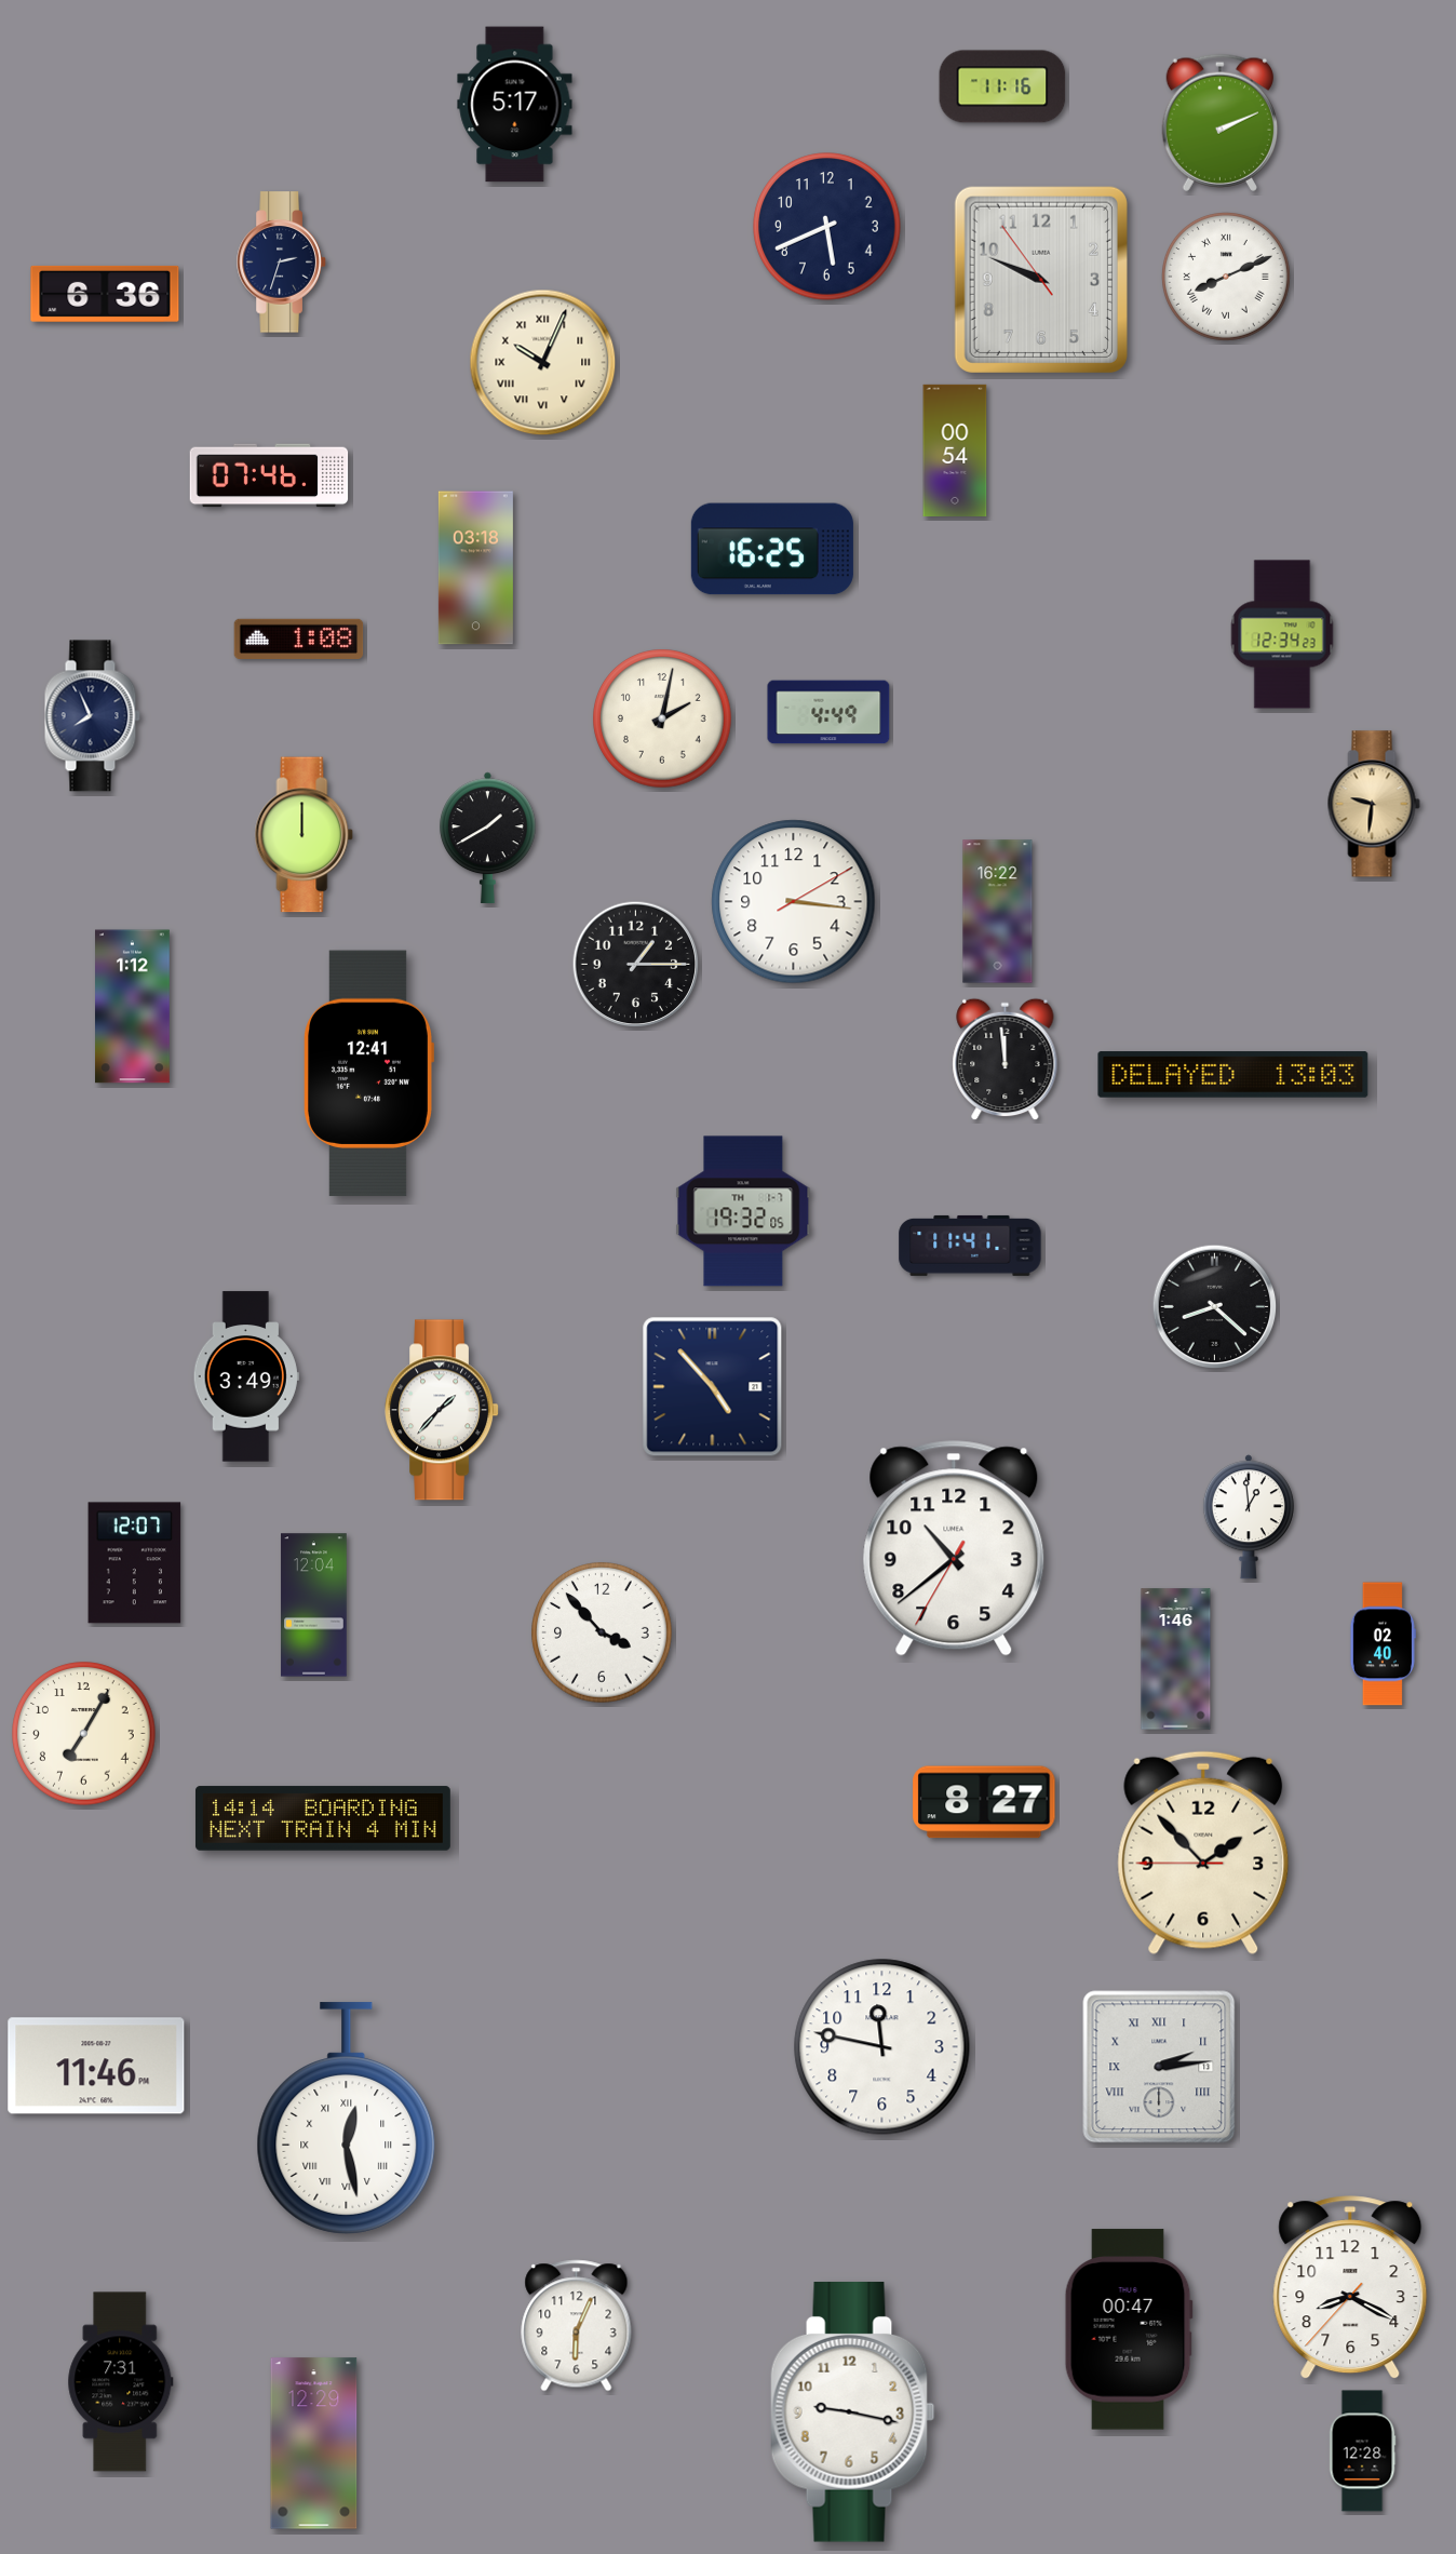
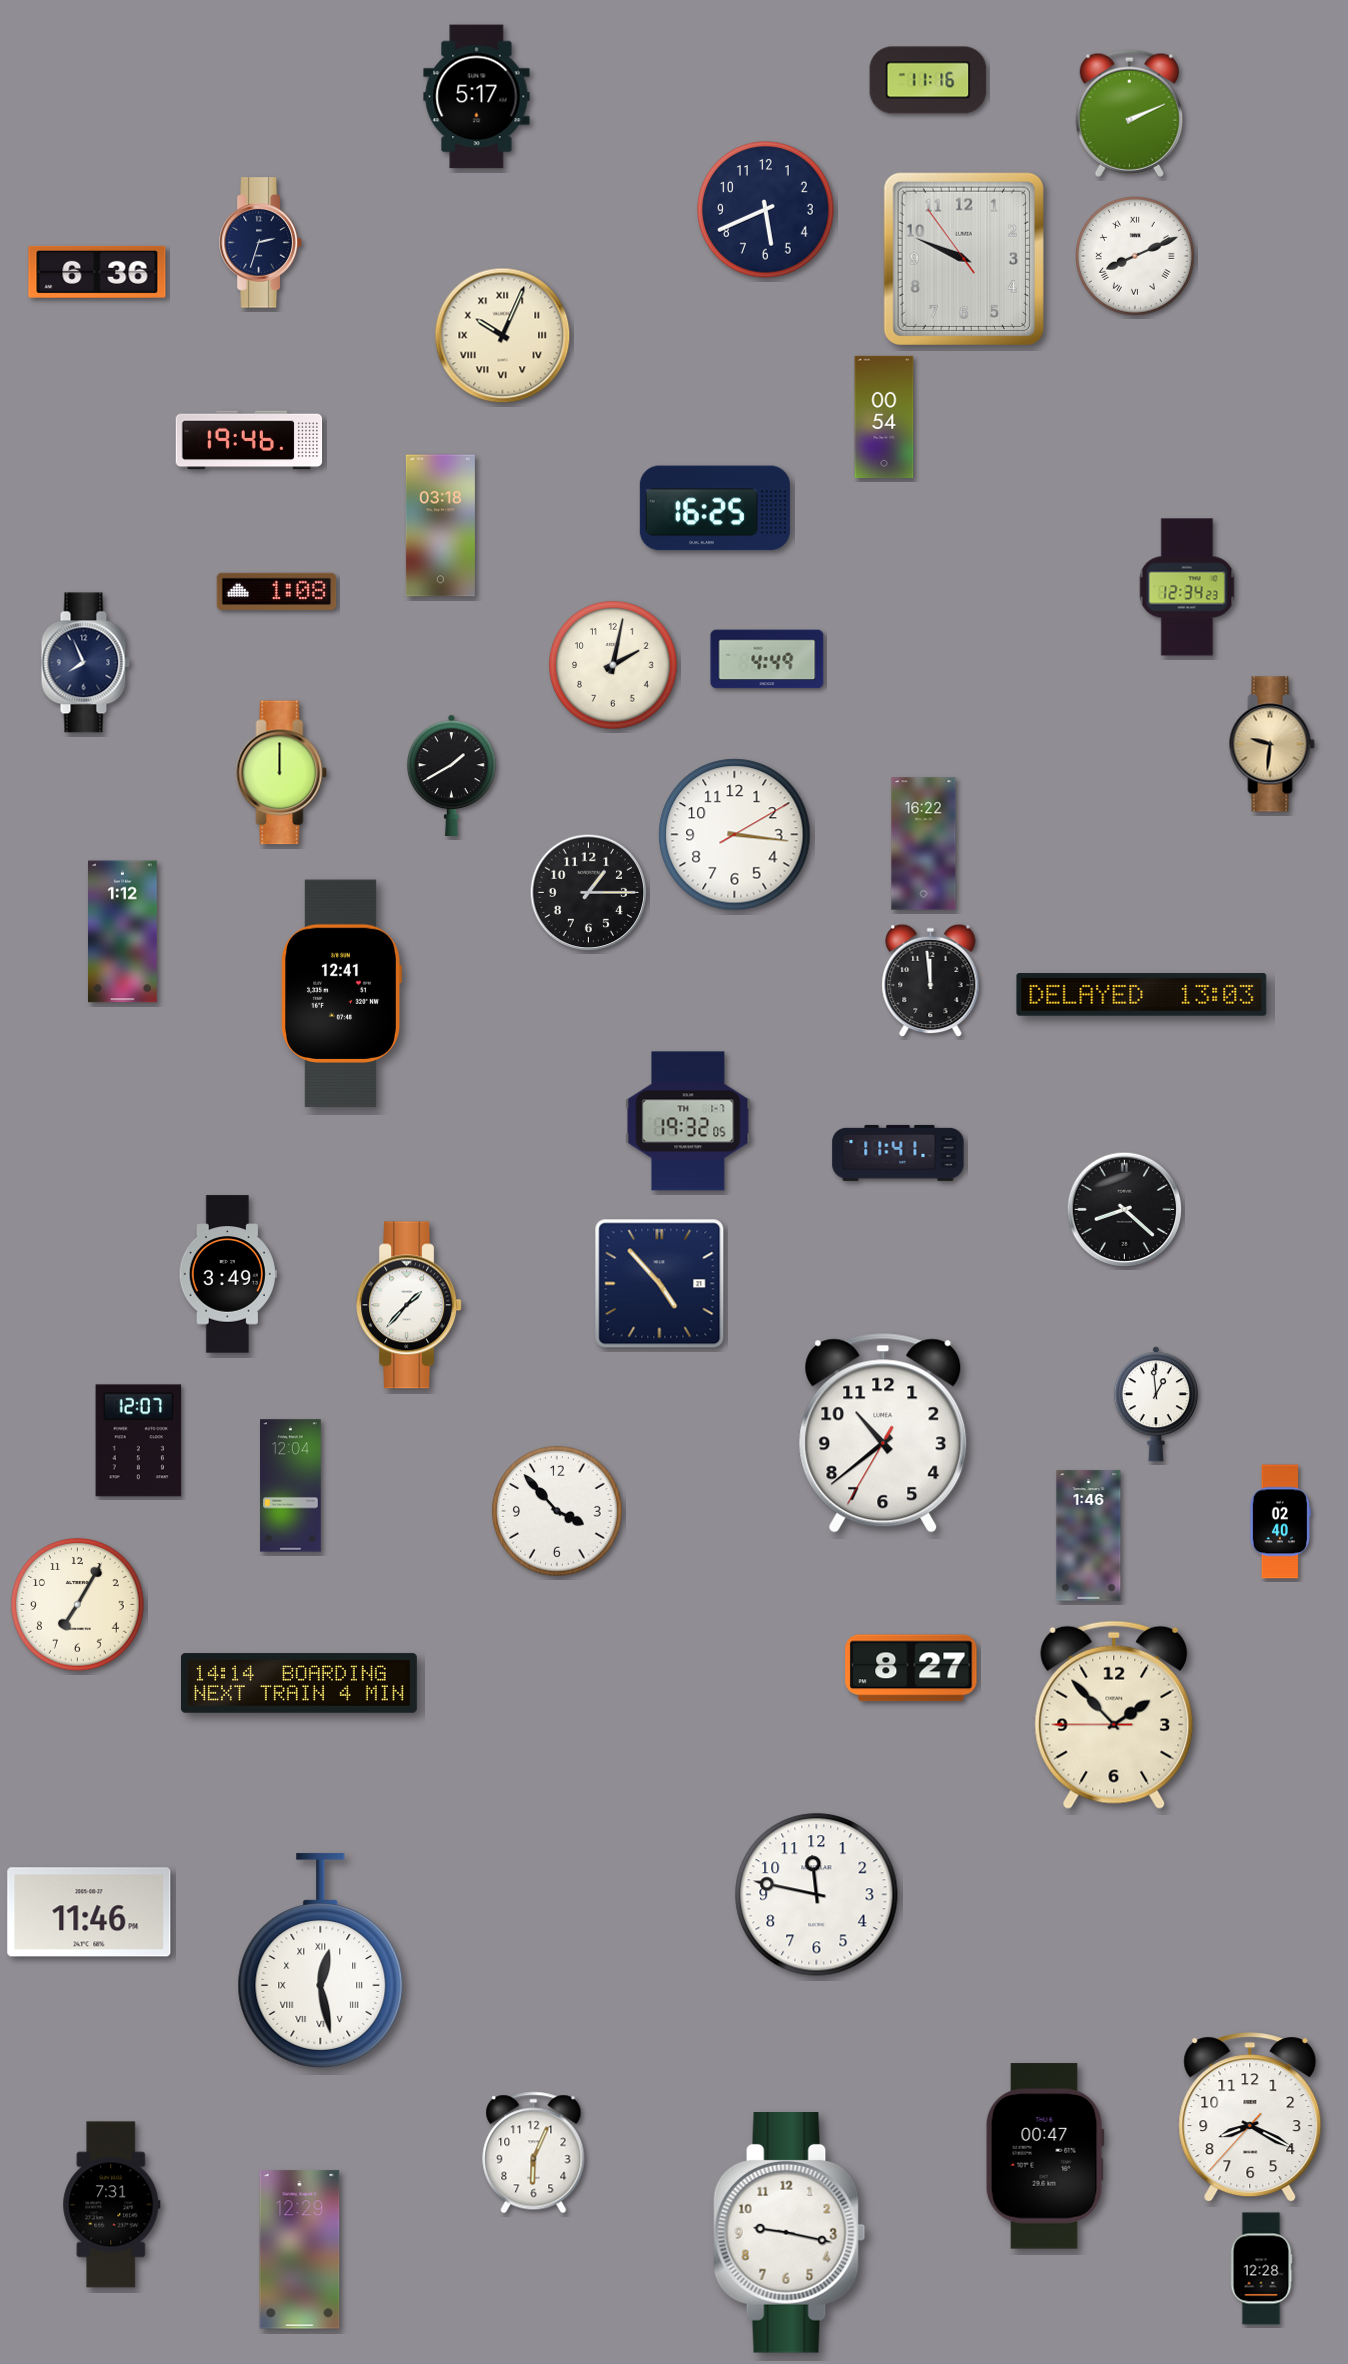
clock at (269, 475): 07:46 -> 19:46
clock at (135, 1563) position: (135, 1563) -> (139, 1441)
clock at (1159, 2067): 2:14 -> none
clock at (314, 2444) position: (314, 2444) -> (300, 2250)
